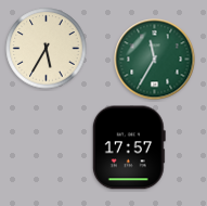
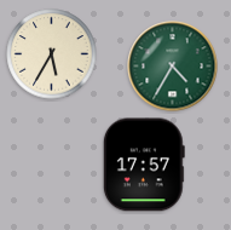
clock at (155, 60): 11:35 -> 4:35
